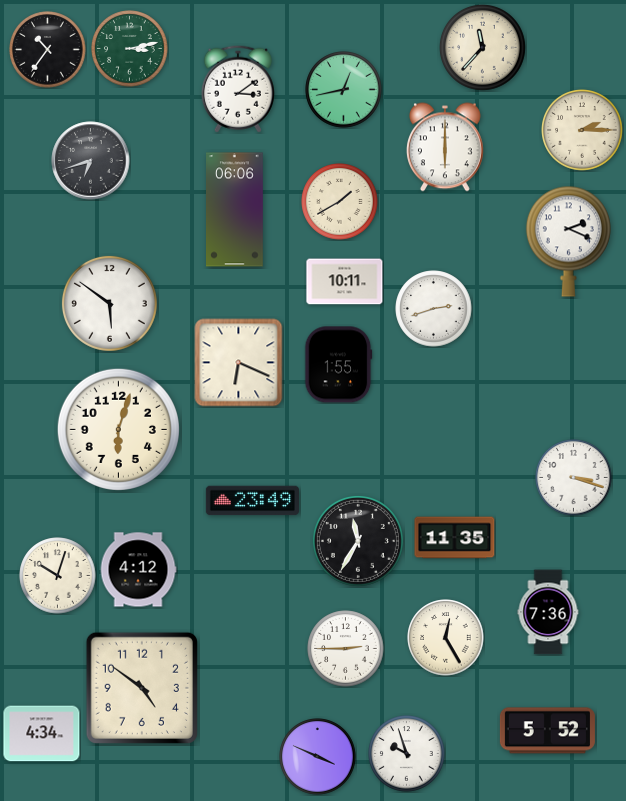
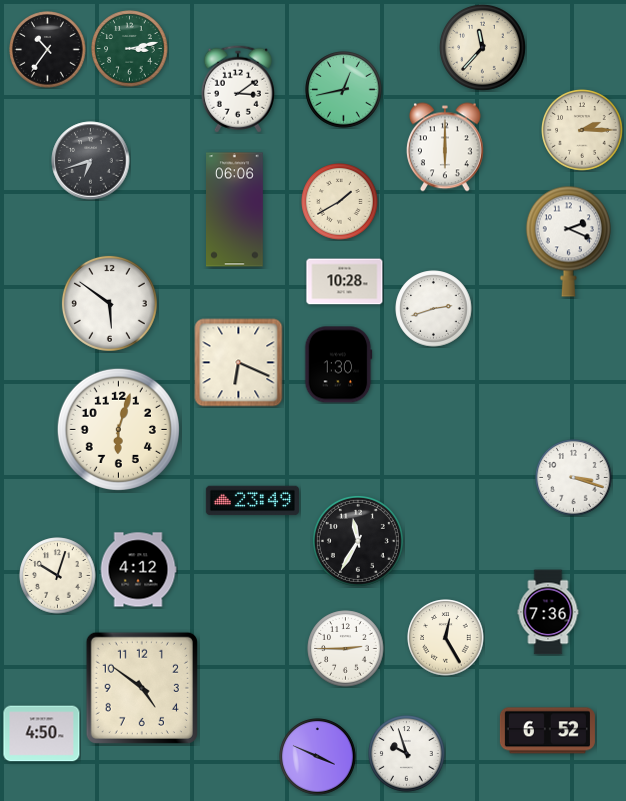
clock at (345, 282): 10:11 -> 10:28
clock at (338, 365): 1:55 -> 1:30
clock at (455, 538): 11:35 -> none
clock at (547, 731): 5:52 -> 6:52
clock at (42, 734): 4:34 -> 4:50
